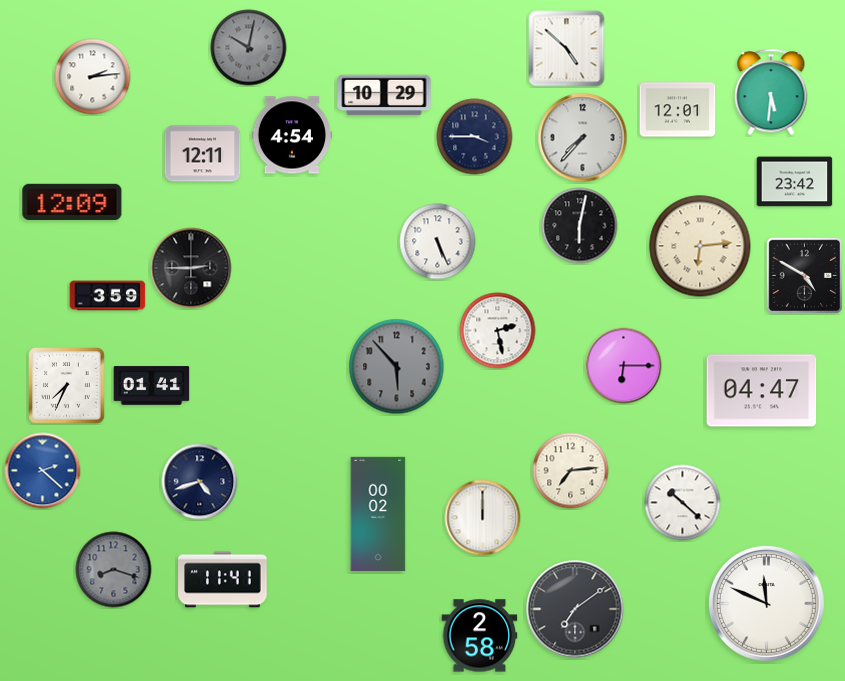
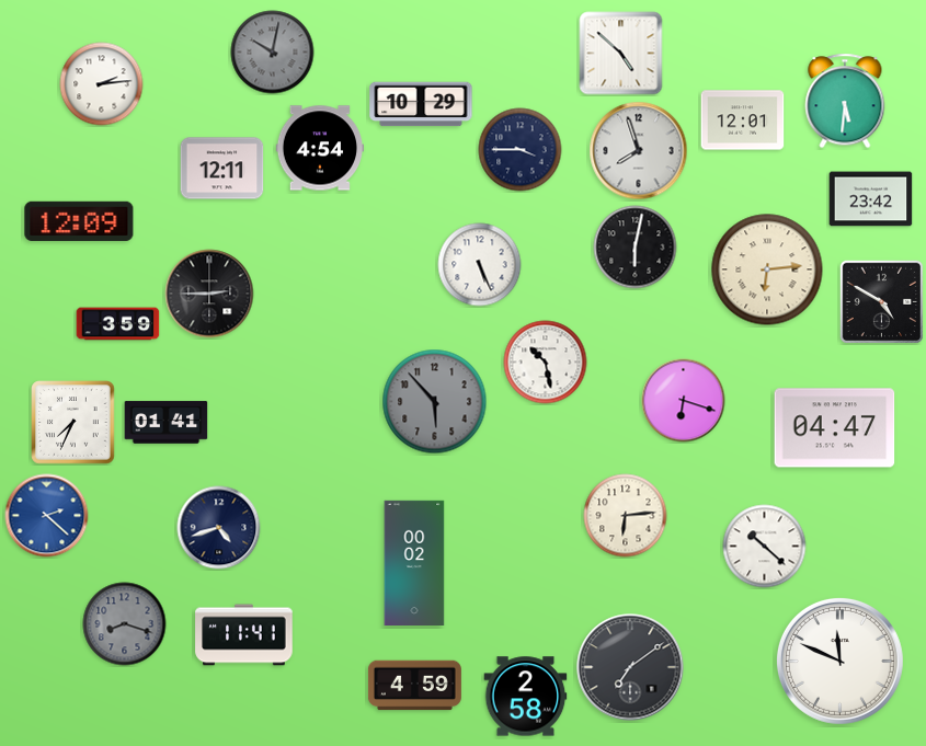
clock at (583, 138): 7:37 -> 7:57
clock at (498, 331): 2:28 -> 10:28
clock at (624, 366): 6:15 -> 6:18
clock at (571, 471): 7:14 -> 6:14
clock at (683, 503) position: (683, 503) -> (765, 547)
clock at (483, 518): 12:00 -> none
clock at (414, 686): none -> 4:59
